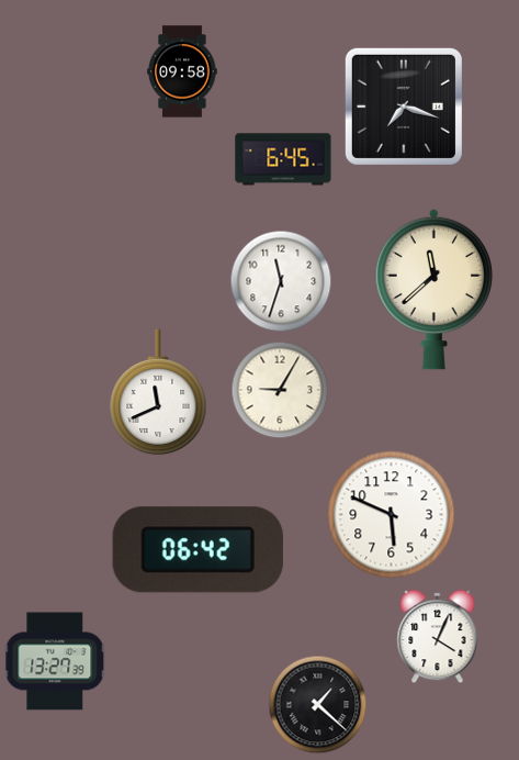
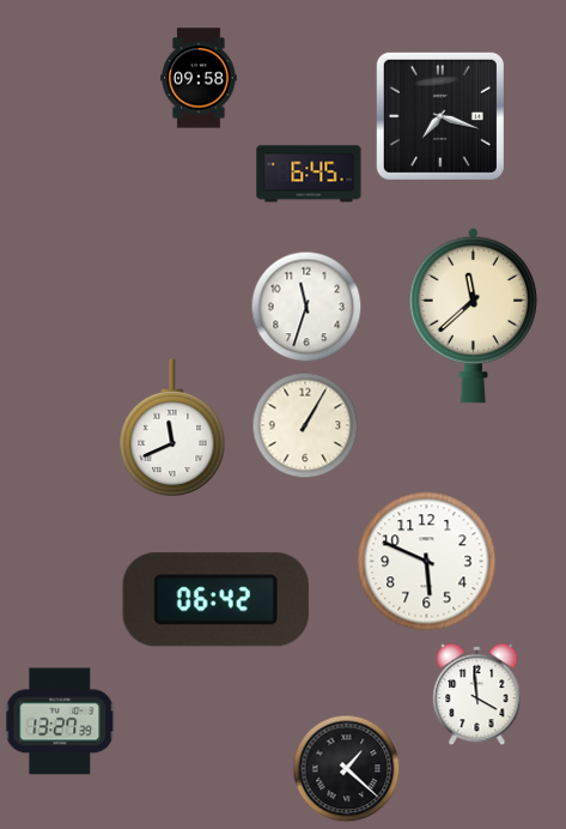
clock at (280, 390): 9:05 -> 1:05
clock at (438, 636): 4:04 -> 3:59
